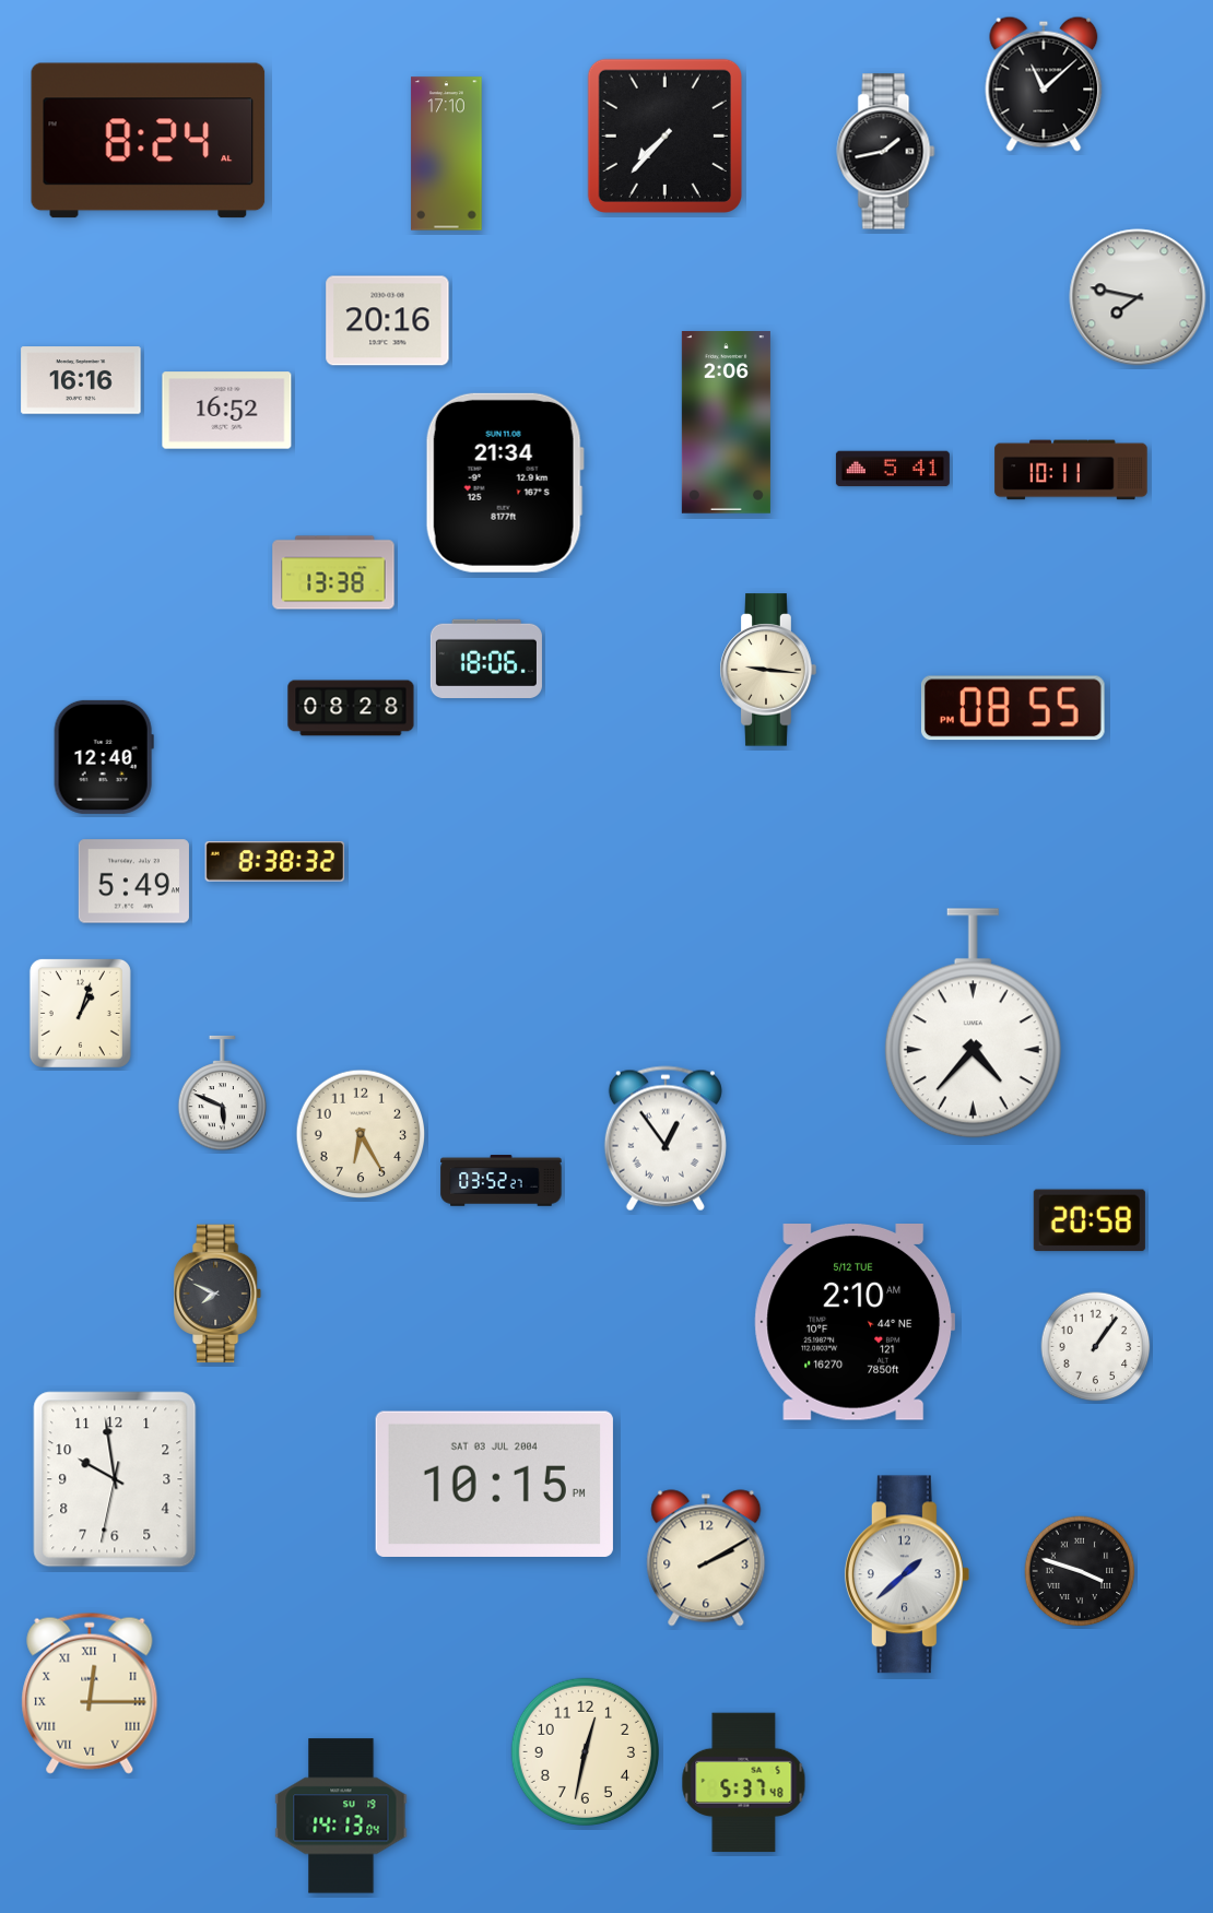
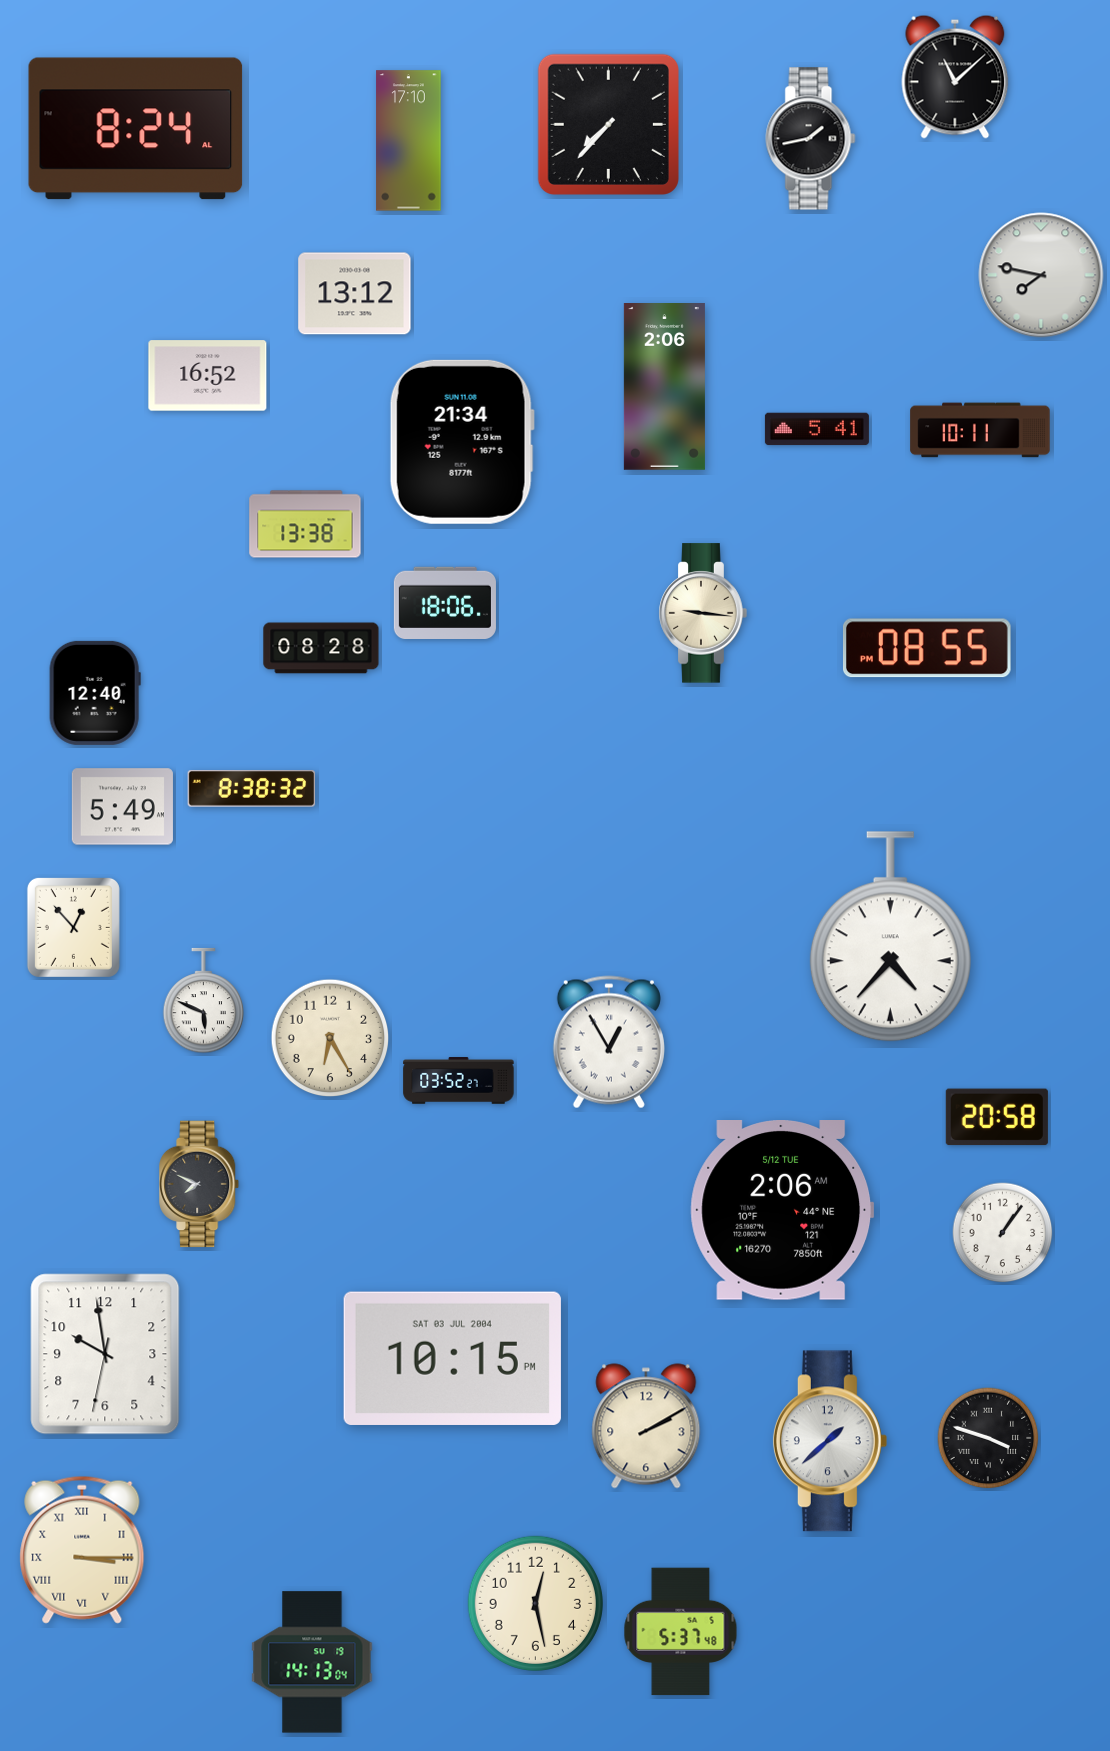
clock at (1138, 297) position: (1138, 297) -> (1041, 275)
clock at (388, 321): 20:16 -> 13:12
clock at (81, 380): 16:16 -> none
clock at (80, 1013): 1:03 -> 12:53
clock at (666, 1138): 12:54 -> 12:55
clock at (855, 1323): 2:10 -> 2:06
clock at (90, 1693): 12:15 -> 3:15
clock at (585, 1751): 12:32 -> 12:28
